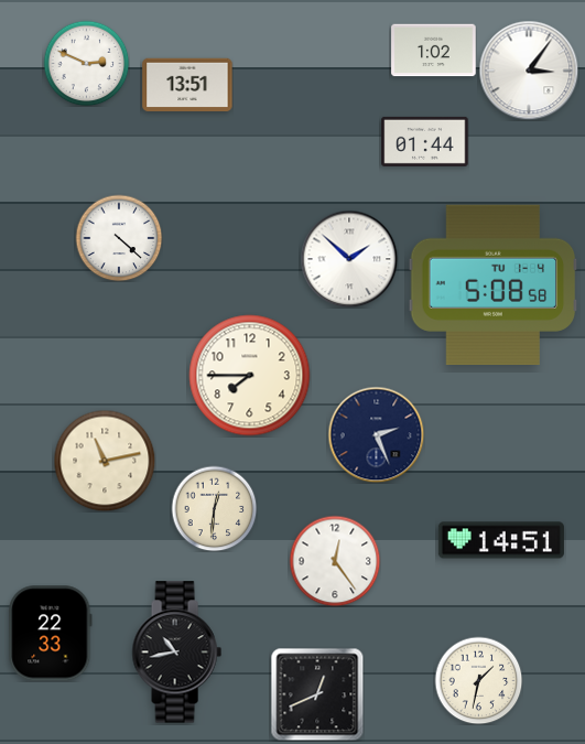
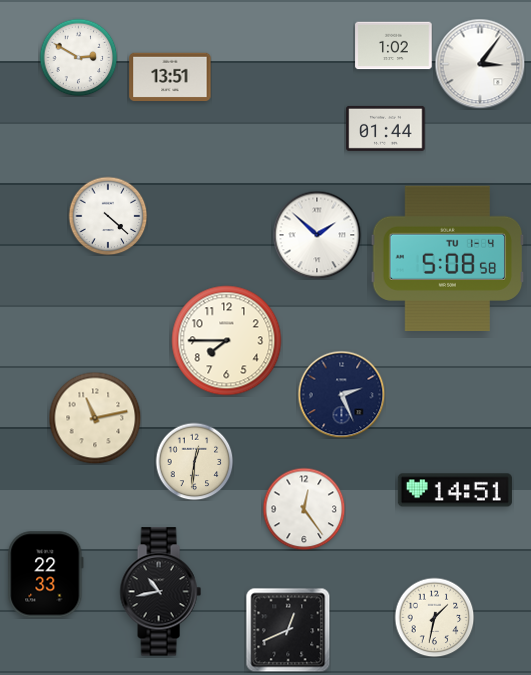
clock at (86, 63): 2:49 -> 2:50
